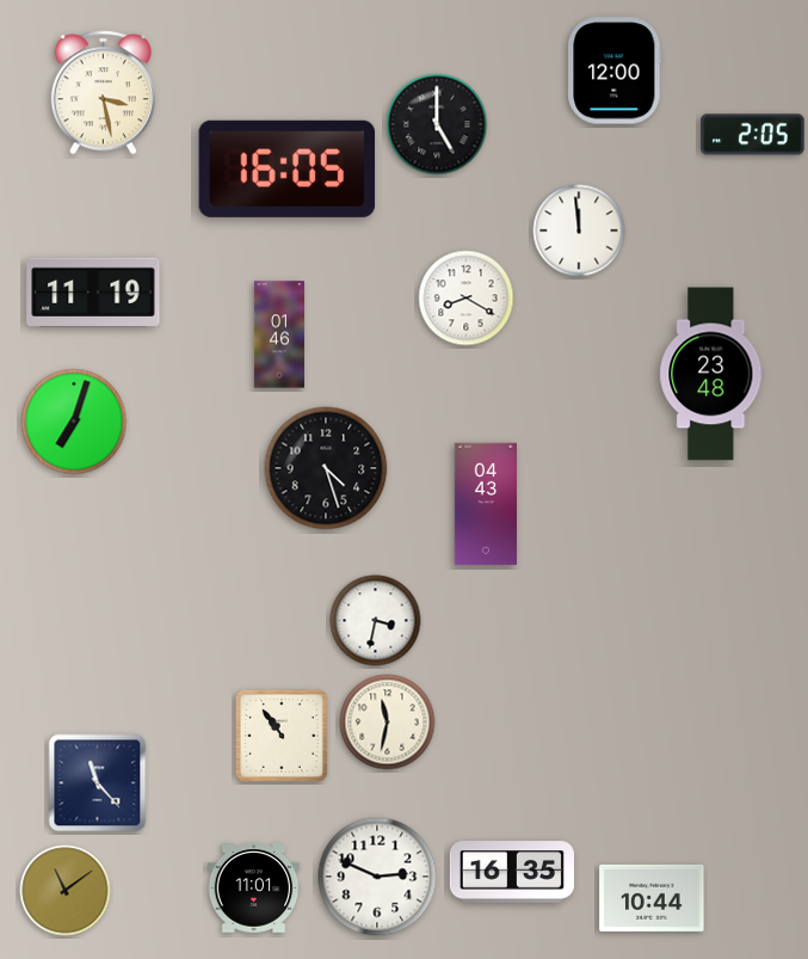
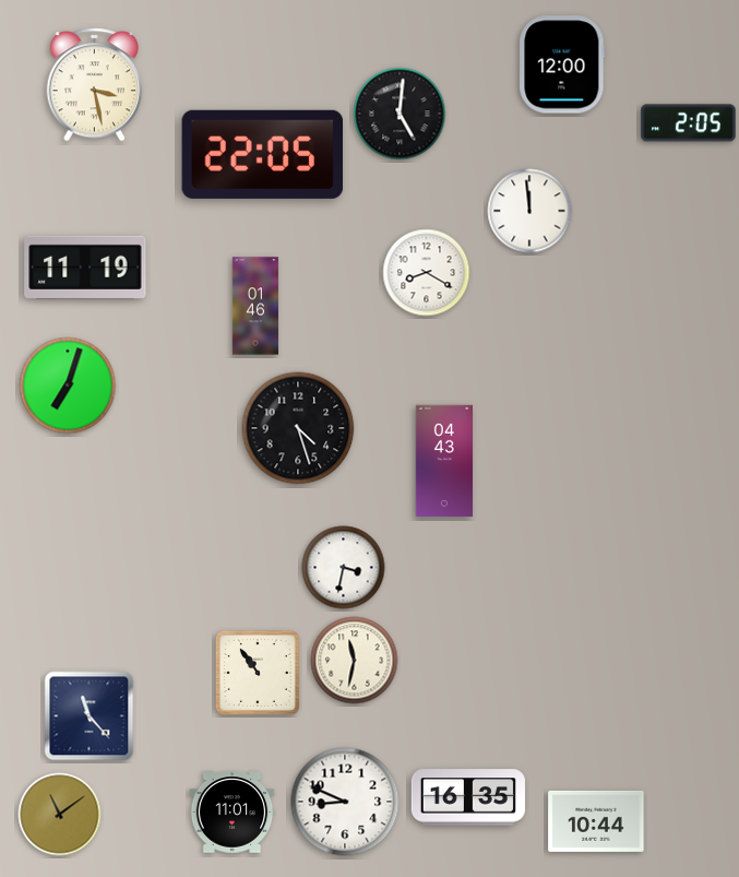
clock at (437, 124): 5:00 -> 5:01
clock at (288, 168): 16:05 -> 22:05
clock at (711, 374): 23:48 -> none
clock at (377, 877): 2:49 -> 8:49
